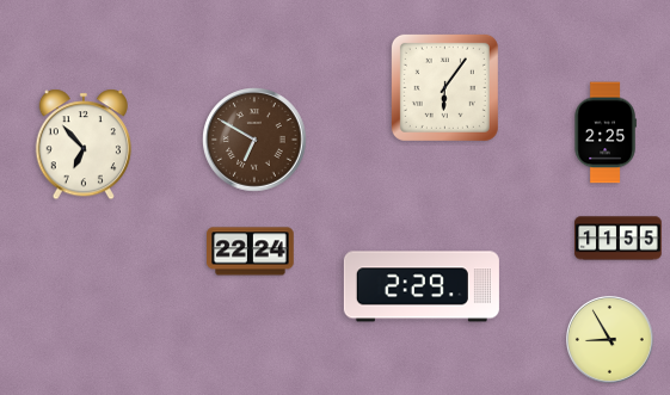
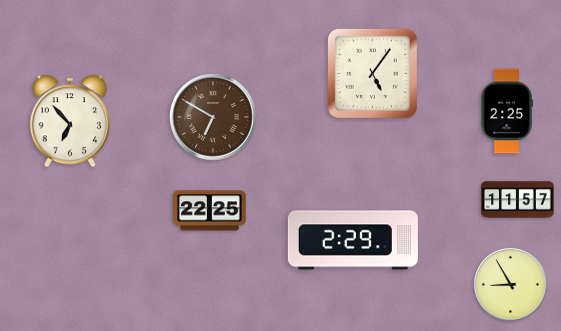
clock at (444, 87): 6:06 -> 5:06
clock at (619, 239): 11:55 -> 11:57
clock at (251, 252): 22:24 -> 22:25
